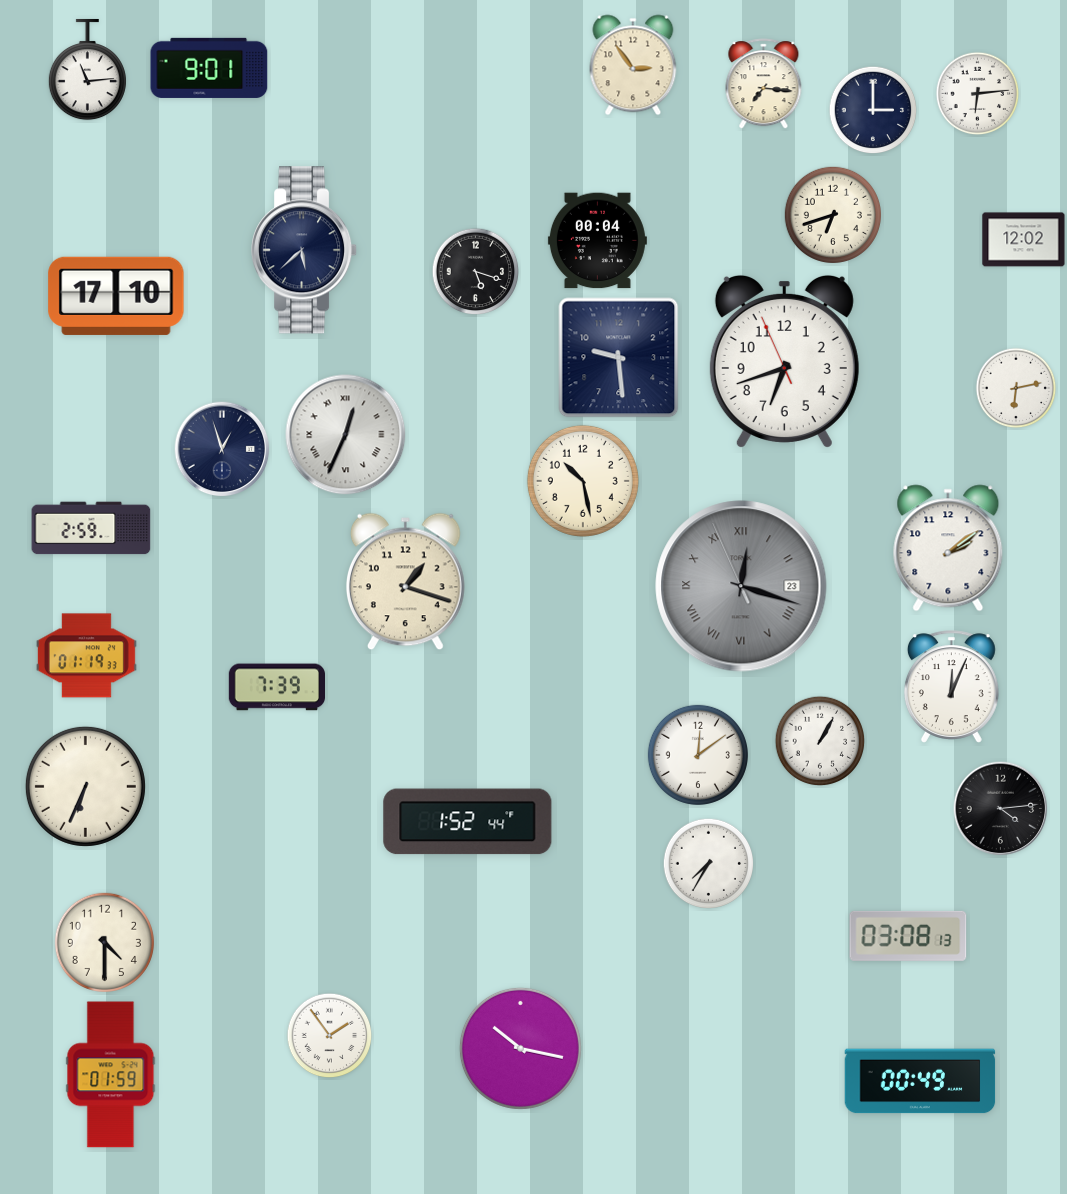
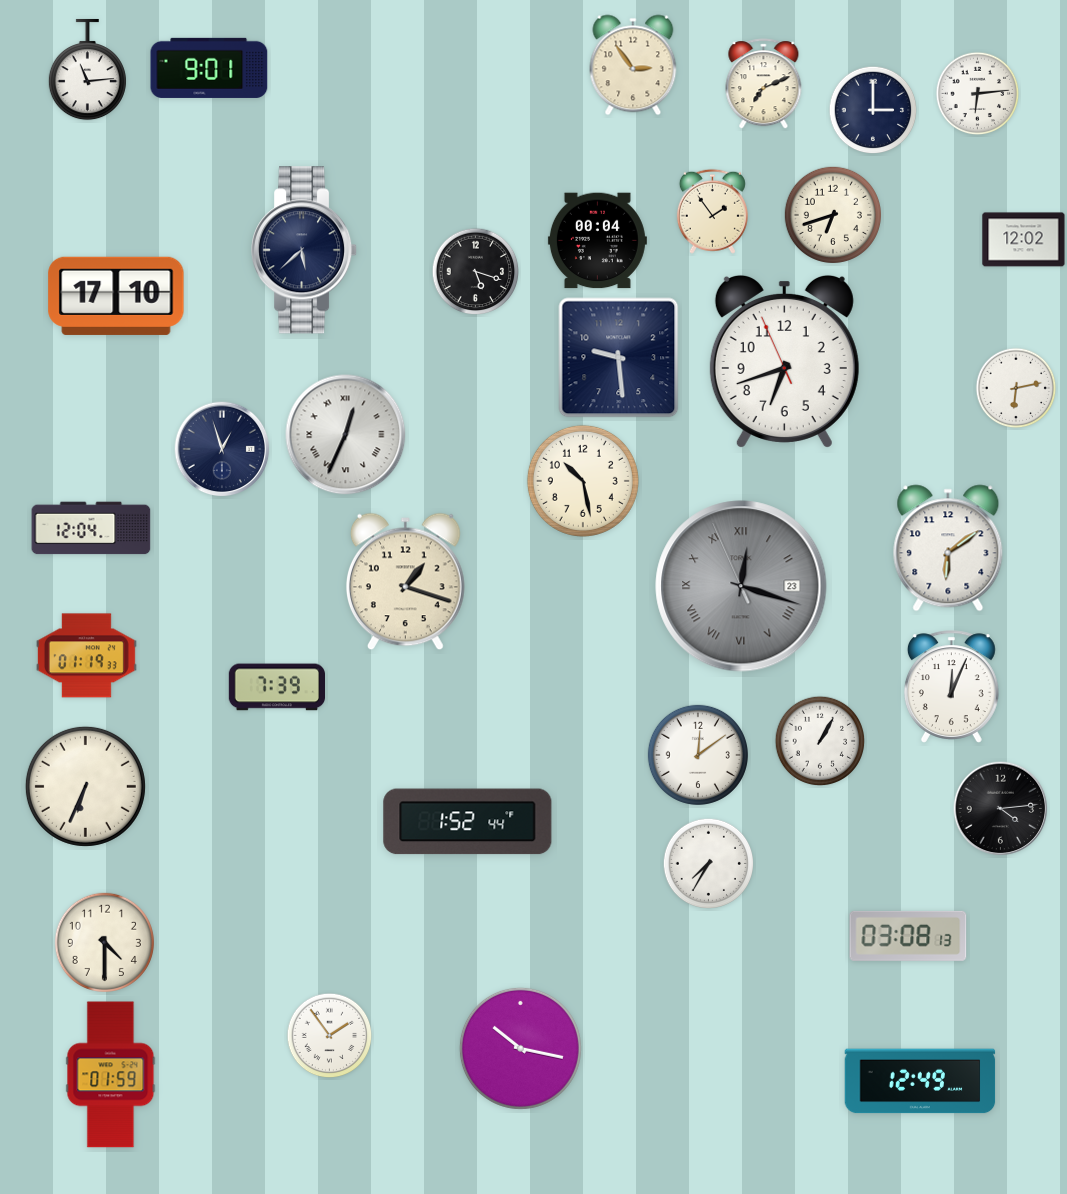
clock at (764, 84): 7:16 -> 7:11
clock at (712, 211): none -> 1:54
clock at (91, 528): 2:59 -> 12:04
clock at (948, 548): 2:09 -> 6:09
clock at (920, 1081): 00:49 -> 12:49
